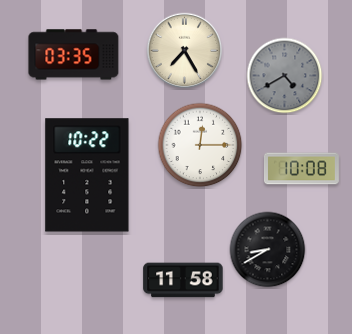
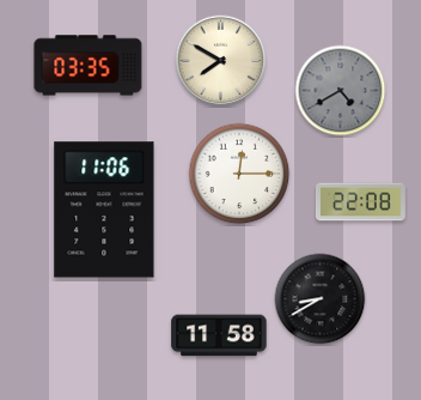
clock at (185, 51): 7:25 -> 7:50
clock at (301, 169): 10:08 -> 22:08
clock at (87, 175): 10:22 -> 11:06
